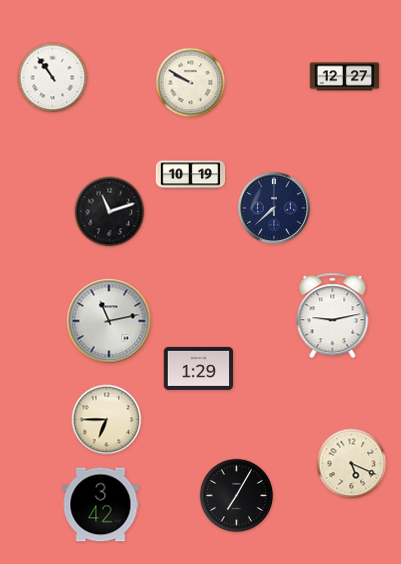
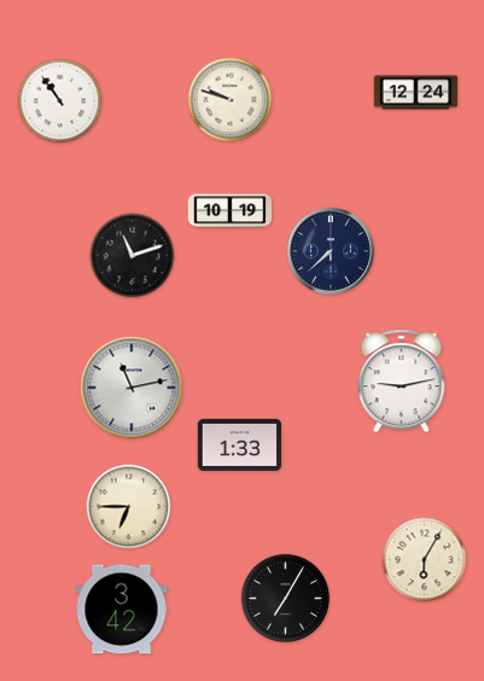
clock at (345, 77): 12:27 -> 12:24
clock at (53, 78) position: (53, 78) -> (60, 101)
clock at (191, 83): 9:50 -> 9:48
clock at (199, 368): 1:29 -> 1:33
clock at (352, 464): 5:19 -> 6:05
